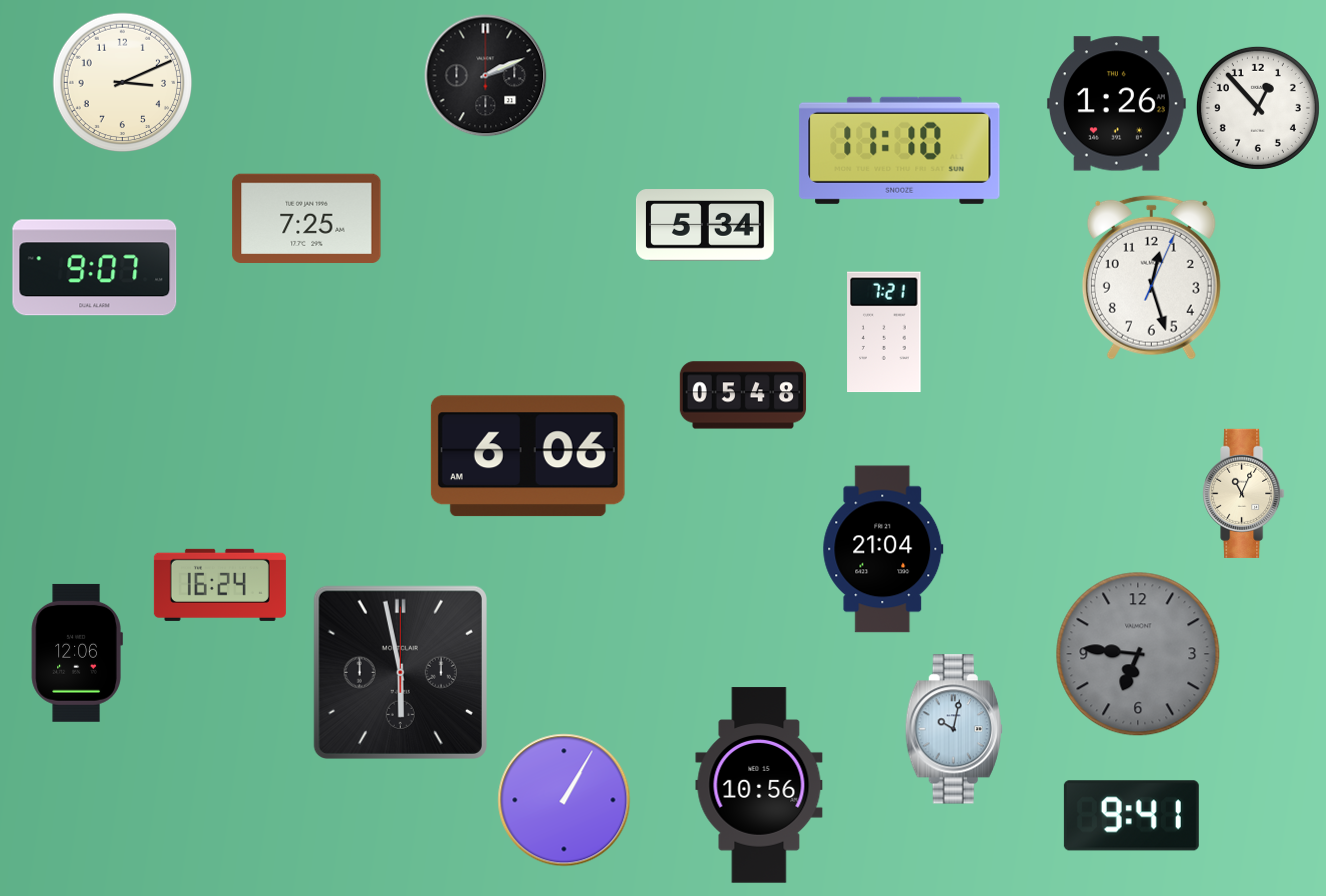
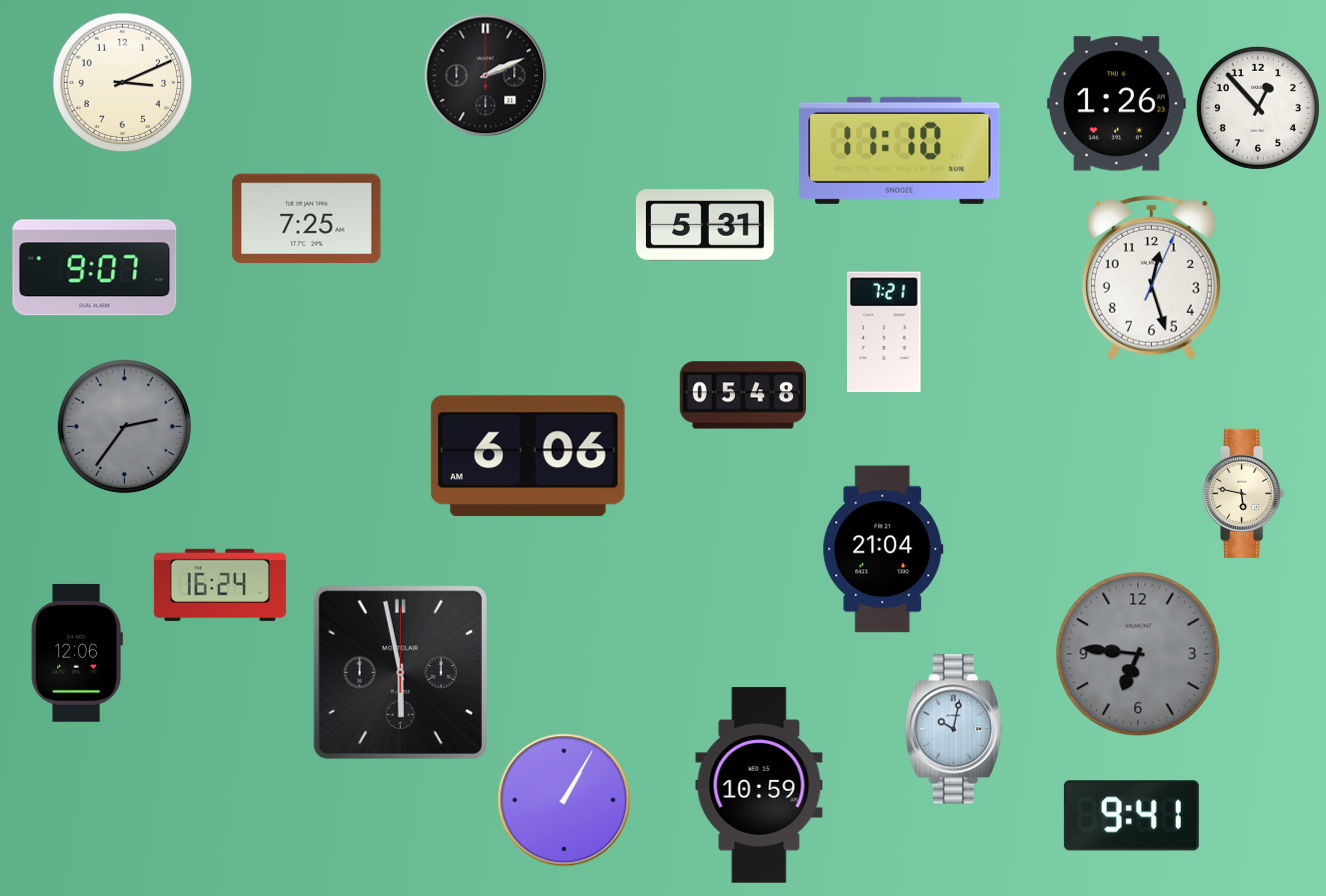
clock at (705, 225): 5:34 -> 5:31
clock at (124, 426): none -> 2:36
clock at (1244, 493): 11:04 -> 5:47
clock at (759, 785): 10:56 -> 10:59
